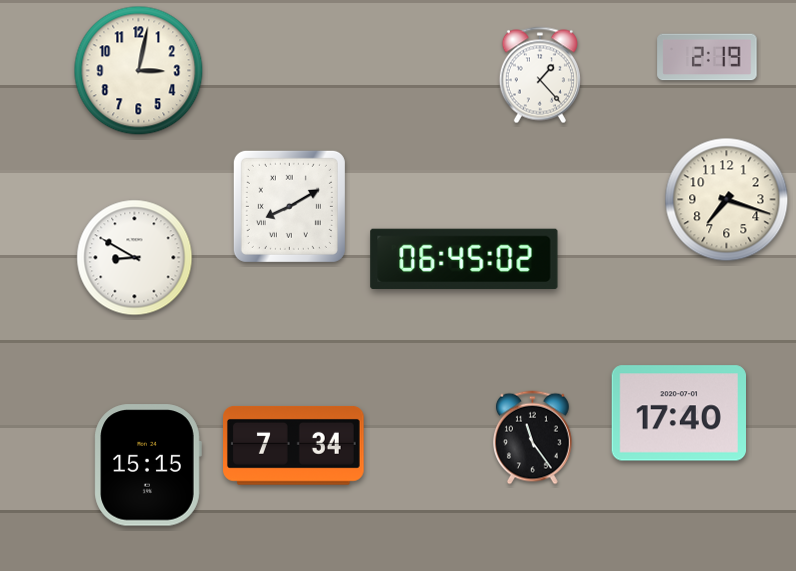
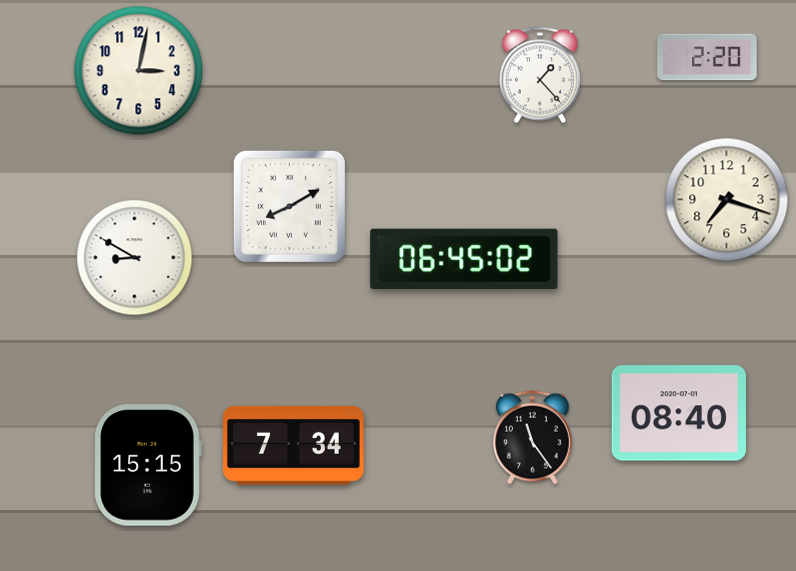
clock at (707, 57): 2:19 -> 2:20
clock at (678, 413): 17:40 -> 08:40
